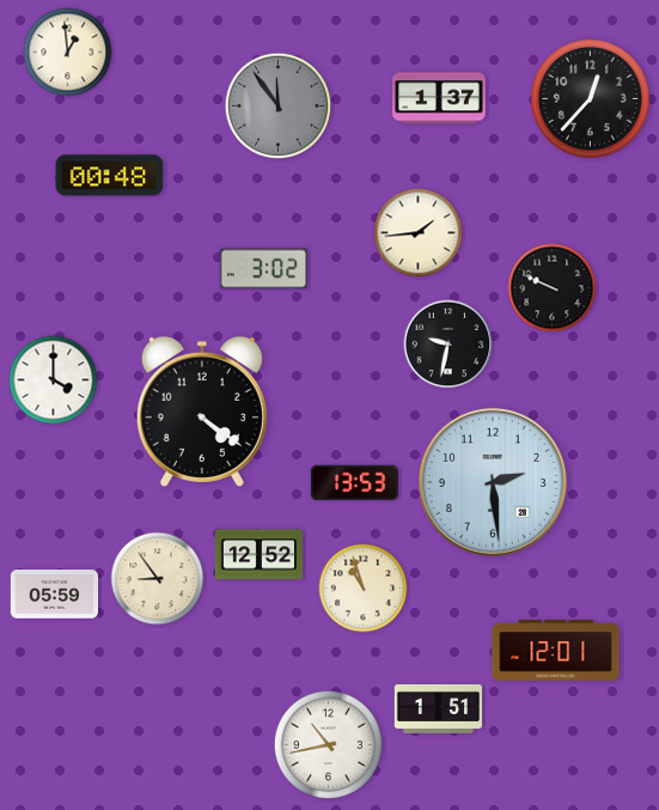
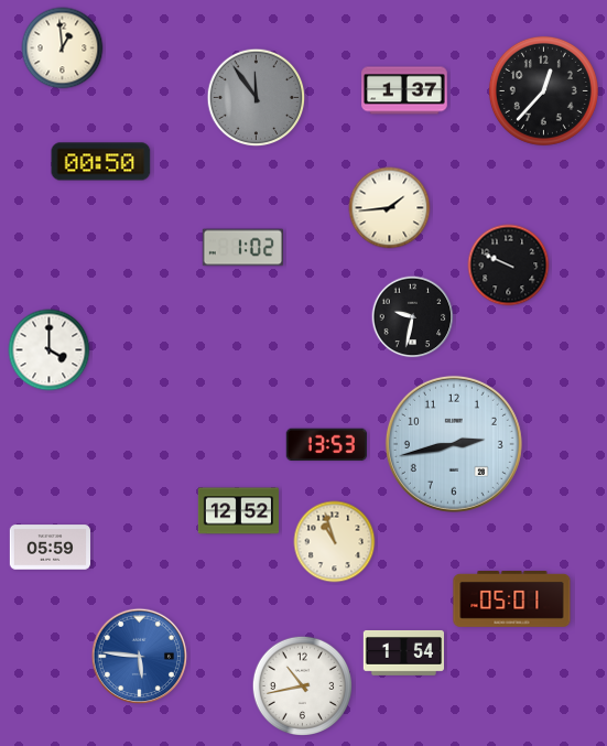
clock at (110, 176): 00:48 -> 00:50
clock at (419, 233) position: (419, 233) -> (390, 208)
clock at (263, 269): 3:02 -> 1:02
clock at (202, 412): 4:21 -> none
clock at (493, 482): 2:29 -> 2:43
clock at (158, 579): 8:54 -> none
clock at (556, 651): 12:01 -> 05:01
clock at (438, 708): 1:51 -> 1:54
clock at (140, 657): none -> 5:46
